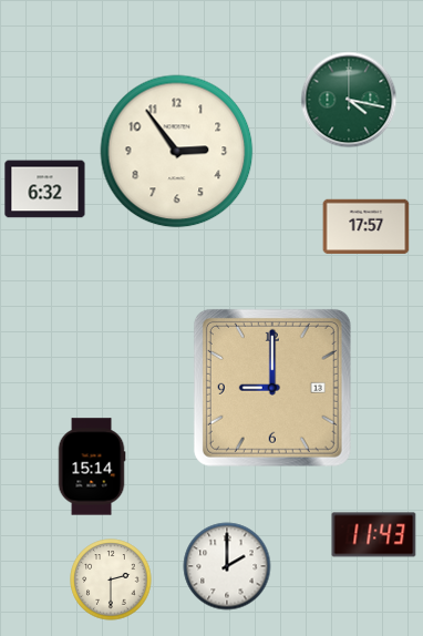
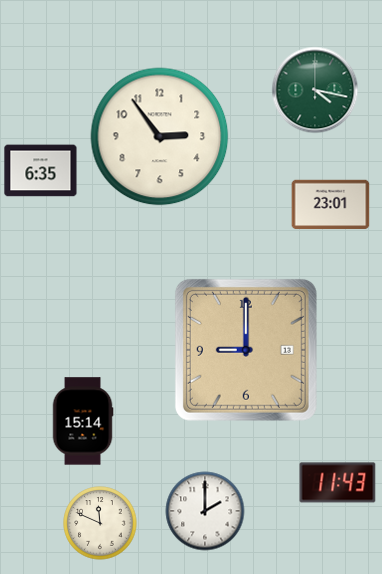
clock at (45, 189): 6:32 -> 6:35
clock at (367, 227): 17:57 -> 23:01
clock at (111, 579): 2:30 -> 11:49
